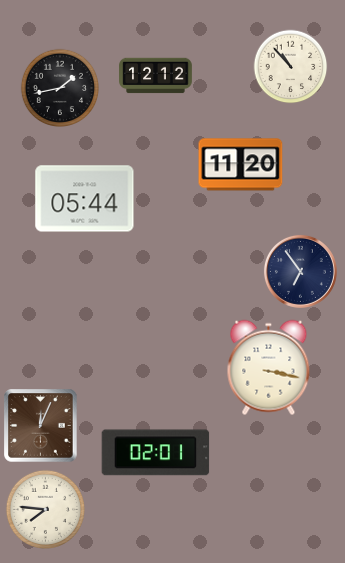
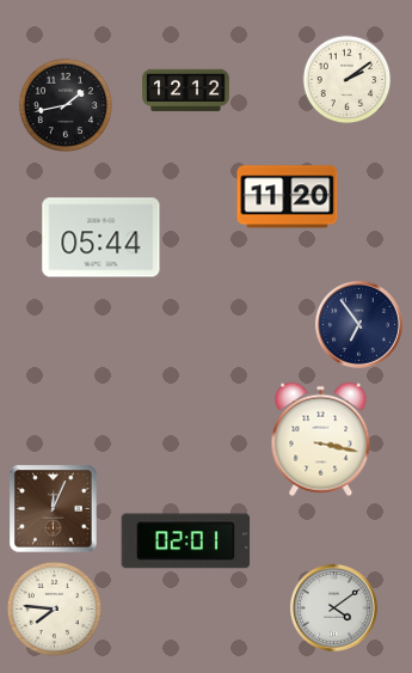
clock at (291, 67): 10:53 -> 2:09
clock at (59, 87) position: (59, 87) -> (64, 104)
clock at (41, 426) position: (41, 426) -> (54, 509)
clock at (333, 607): none -> 4:09
